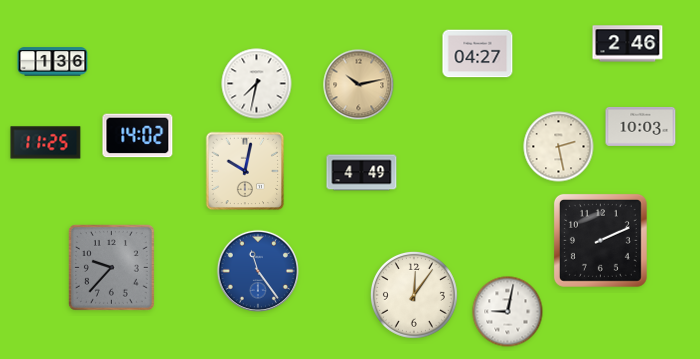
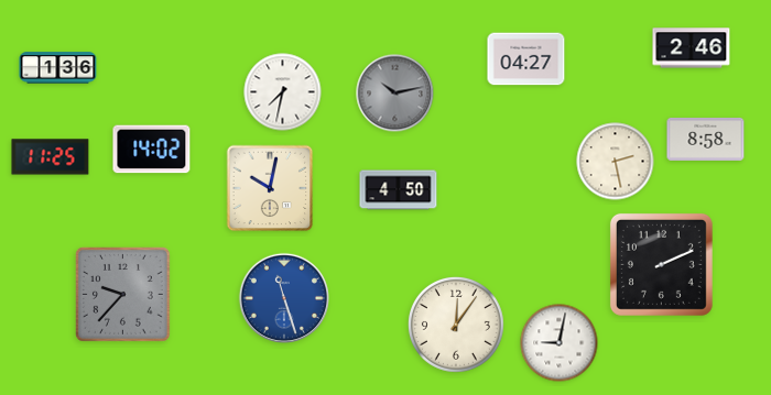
clock at (359, 85) dial: champagne -> grey
clock at (641, 126): 10:03 -> 8:58
clock at (362, 173): 4:49 -> 4:50
clock at (258, 271): 11:24 -> 11:27
